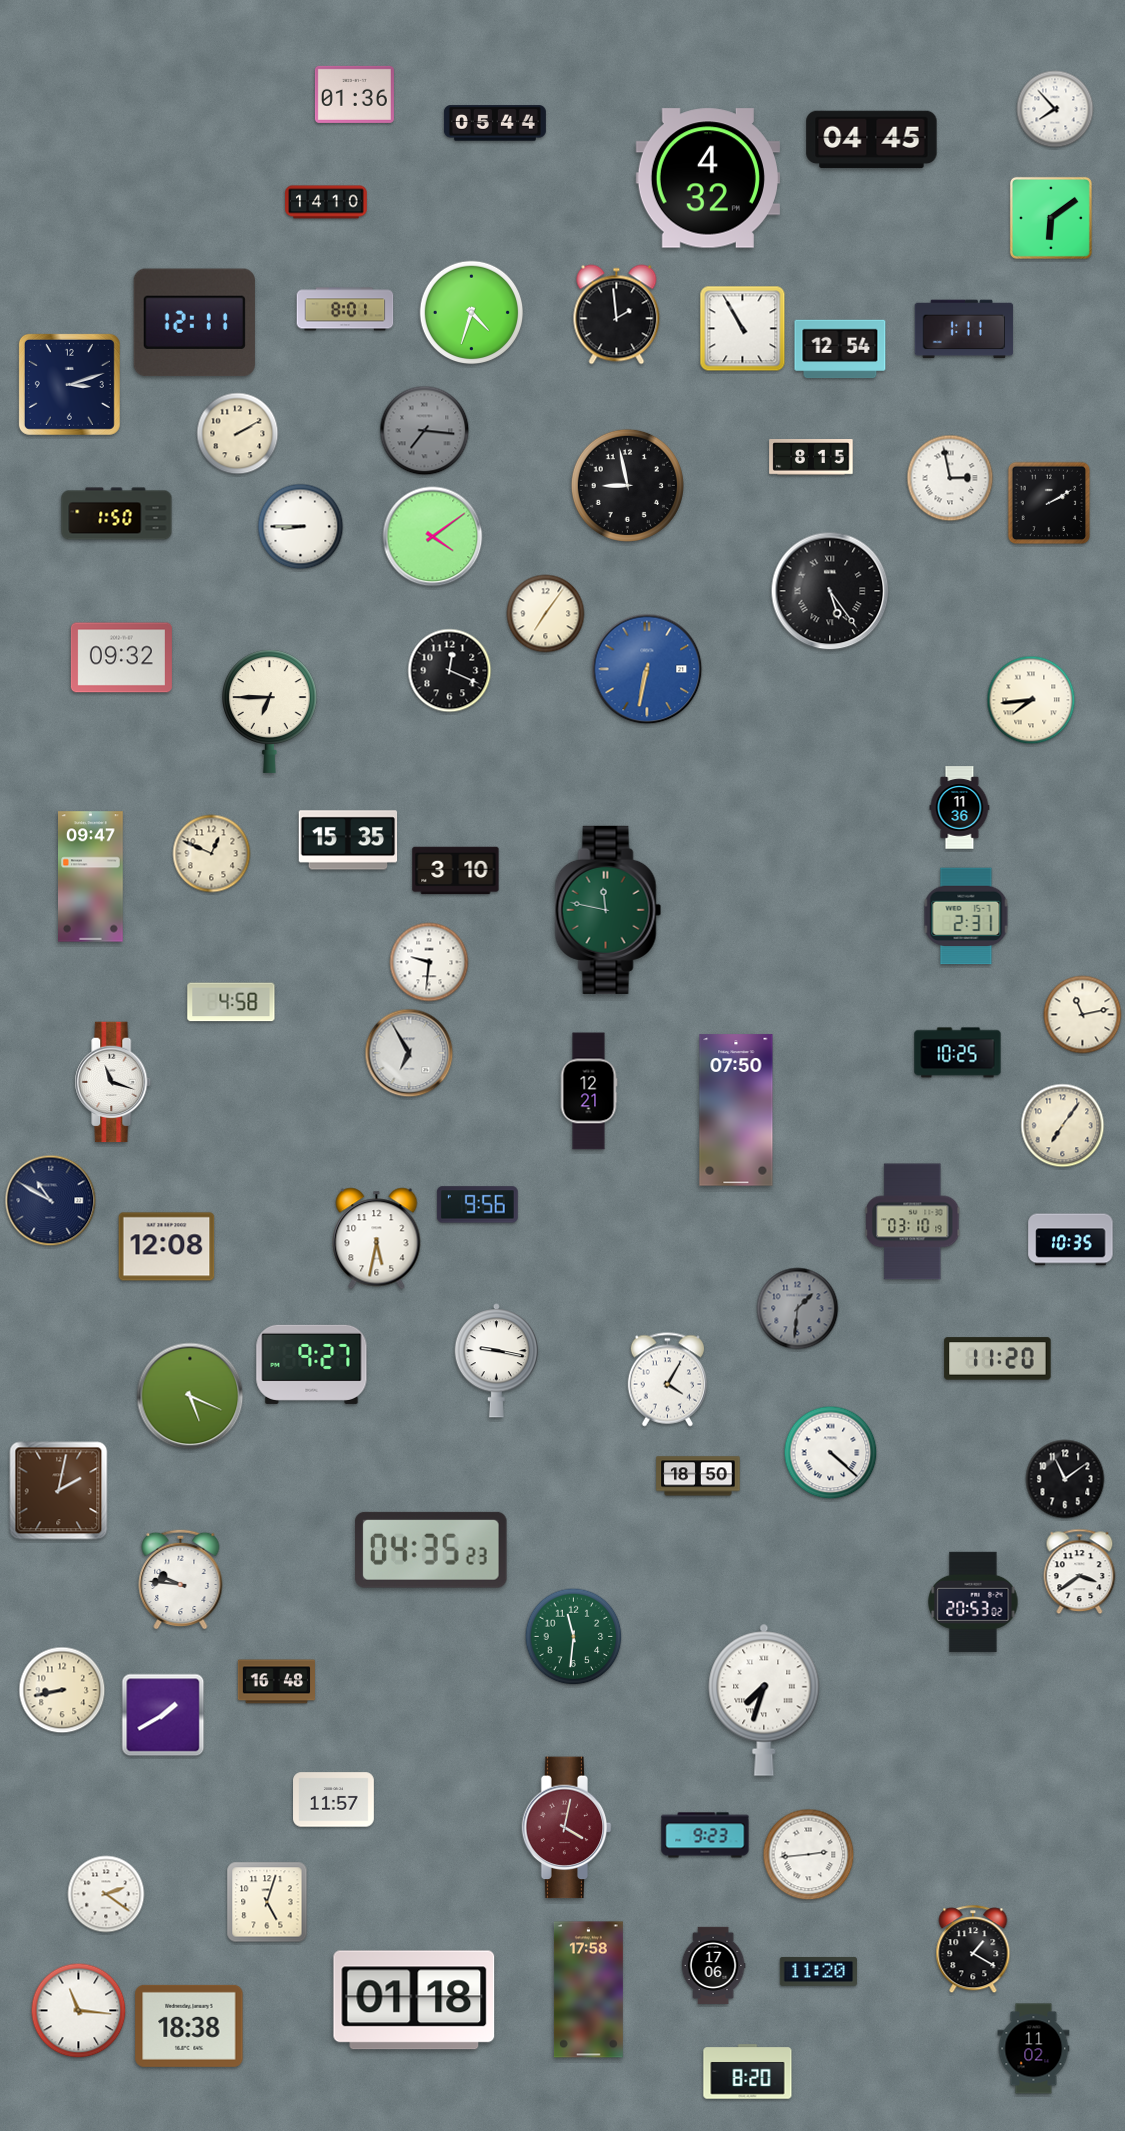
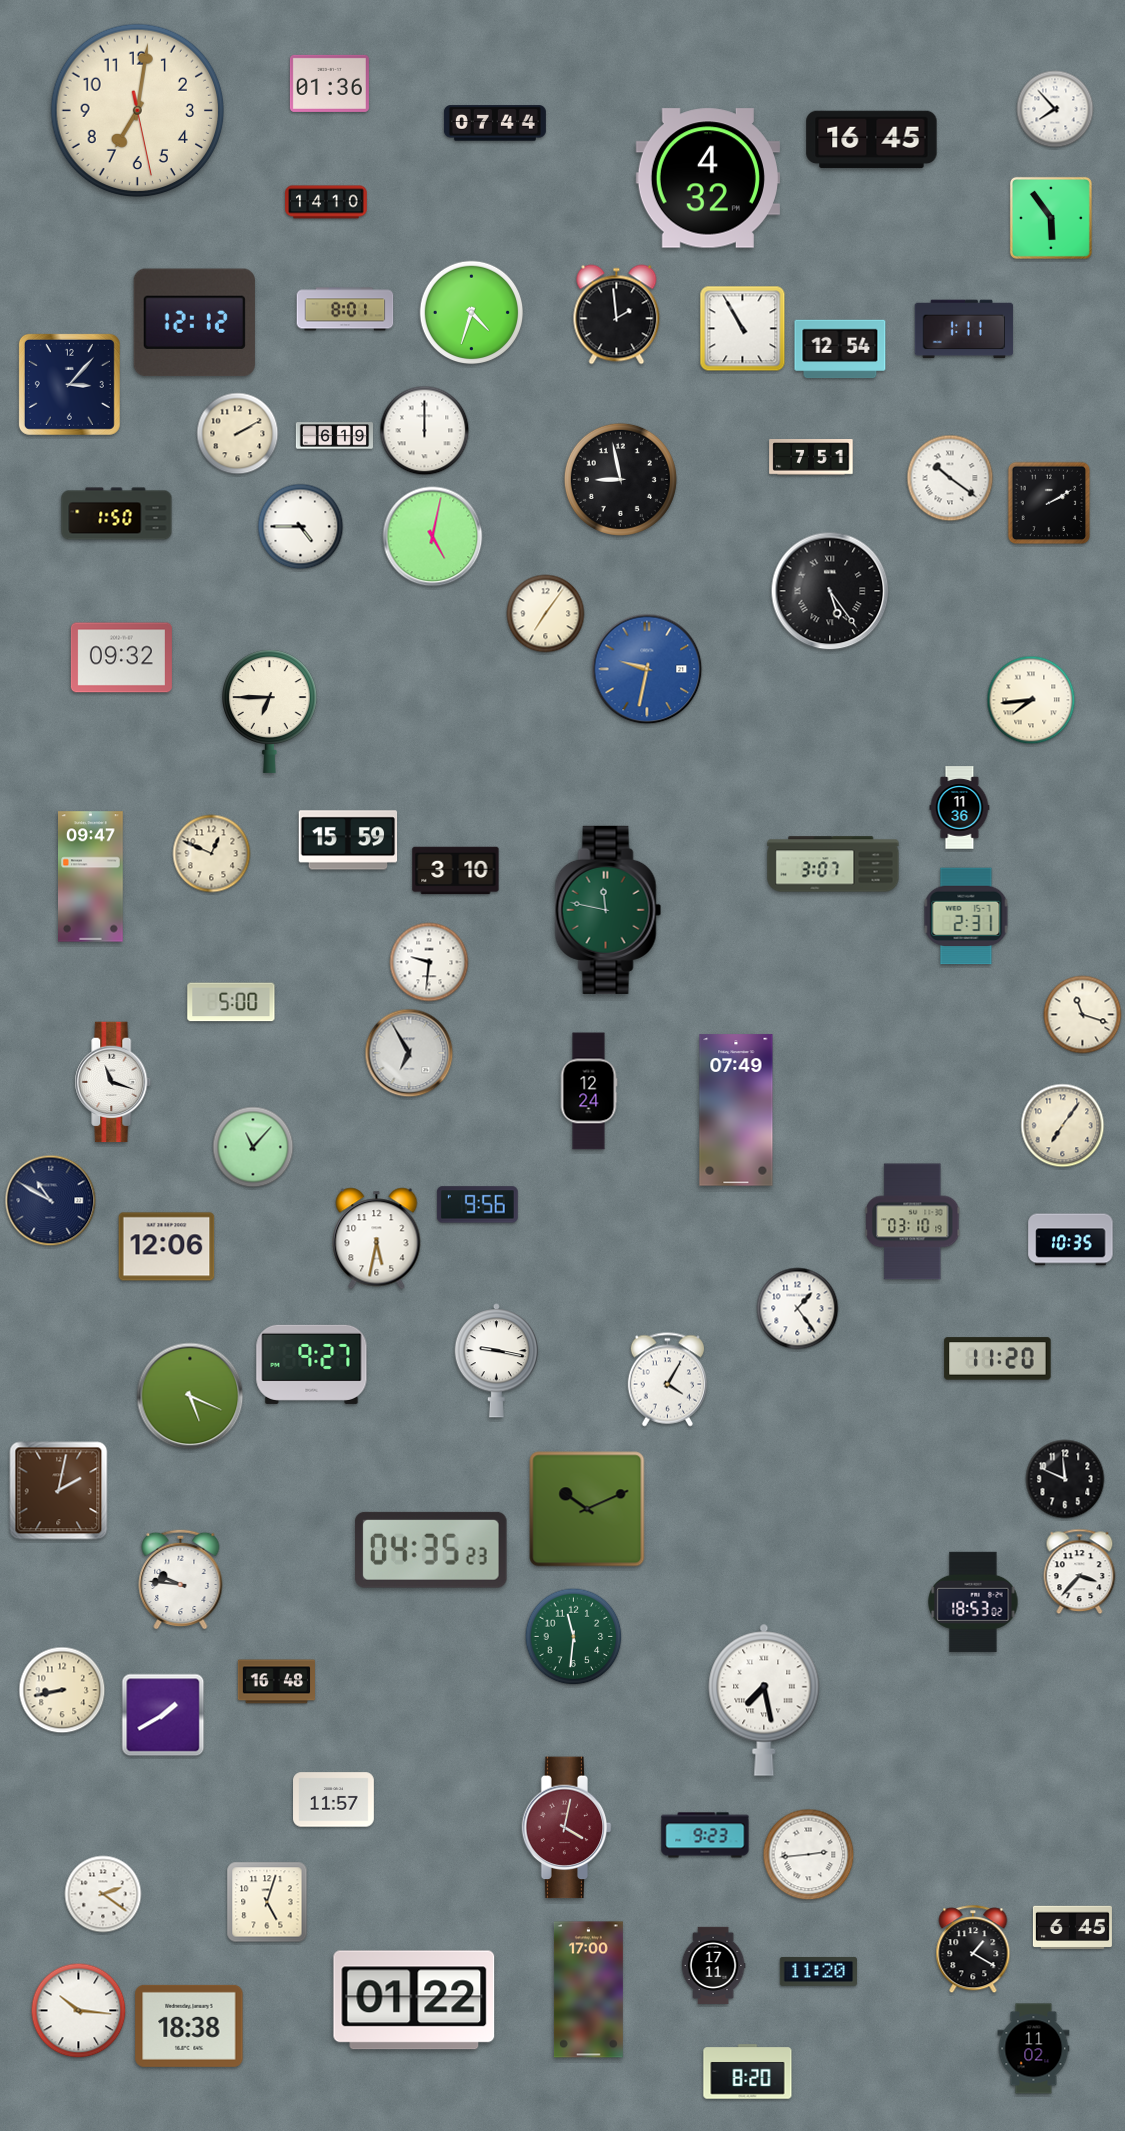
clock at (354, 94) position: (354, 94) -> (329, 83)
clock at (138, 111): none -> 7:01
clock at (495, 123): 05:44 -> 07:44
clock at (872, 140): 04:45 -> 16:45
clock at (1051, 218): 6:09 -> 5:54
clock at (194, 323): 12:11 -> 12:12
clock at (69, 384): 3:12 -> 3:07
clock at (425, 431): 7:16 -> 12:00
clock at (425, 431) dial: grey -> white
clock at (334, 436): none -> 6:19
clock at (811, 457): 8:15 -> 7:51
clock at (950, 478): 2:58 -> 10:21
clock at (627, 485) position: (627, 485) -> (620, 479)
clock at (301, 527): 8:45 -> 4:45
clock at (433, 537): 4:09 -> 5:02
clock at (647, 669): 6:32 -> 9:32
clock at (450, 671): 12:19 -> none
clock at (348, 840): 15:35 -> 15:59
clock at (833, 864): none -> 3:07
clock at (231, 1002): 4:58 -> 5:00
clock at (1083, 1015): 11:13 -> 11:18
clock at (958, 1053): 10:25 -> none
clock at (589, 1091): 12:21 -> 12:24
clock at (736, 1110): 07:50 -> 07:49
clock at (253, 1147): none -> 11:07
clock at (167, 1247): 12:08 -> 12:06
clock at (798, 1309): 1:31 -> 1:24
clock at (798, 1309) dial: grey -> white
clock at (831, 1453): 4:22 -> none
clock at (698, 1476): 18:50 -> none
clock at (1065, 1479): 11:09 -> 11:49
clock at (587, 1509): none -> 10:11
clock at (1080, 1572): 3:39 -> 3:37
clock at (973, 1602): 20:53 -> 18:53
clock at (764, 1700): 7:33 -> 7:28
clock at (106, 1894) position: (106, 1894) -> (103, 1894)
clock at (1072, 1927): none -> 6:45
clock at (713, 1965): 17:06 -> 17:11
clock at (588, 1990): 17:58 -> 17:00
clock at (414, 2000): 01:18 -> 01:22
clock at (79, 2011): 11:16 -> 10:16
